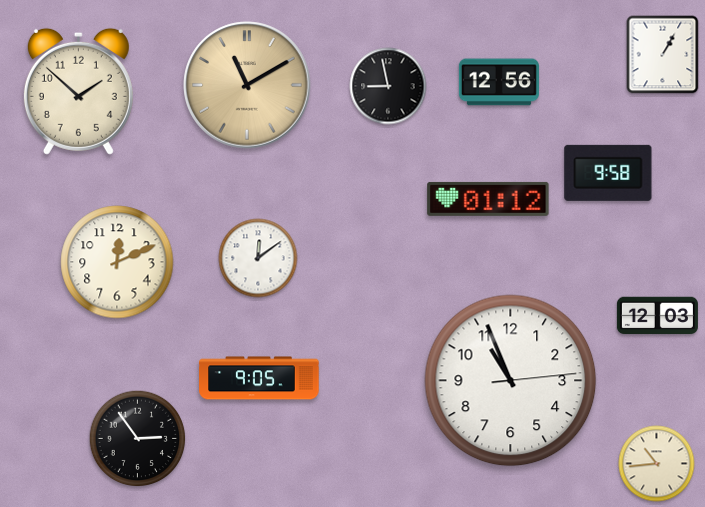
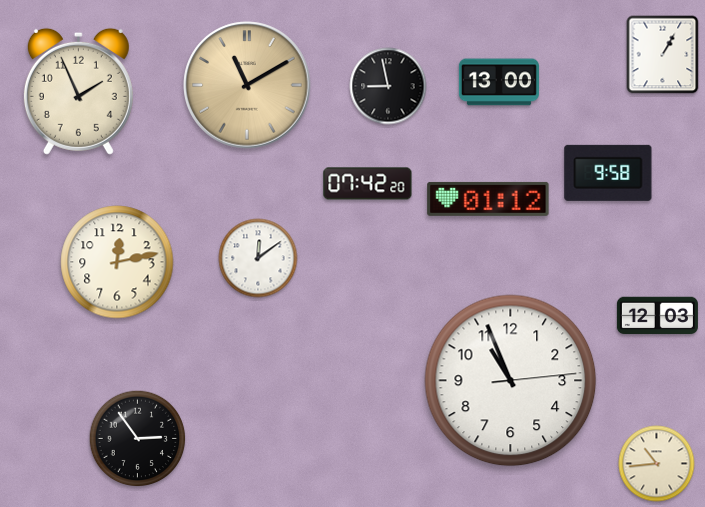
clock at (499, 82): 12:56 -> 13:00
clock at (78, 91): 1:52 -> 1:56
clock at (368, 184): none -> 07:42
clock at (117, 262): 12:11 -> 12:13
clock at (259, 378): 9:05 -> none
